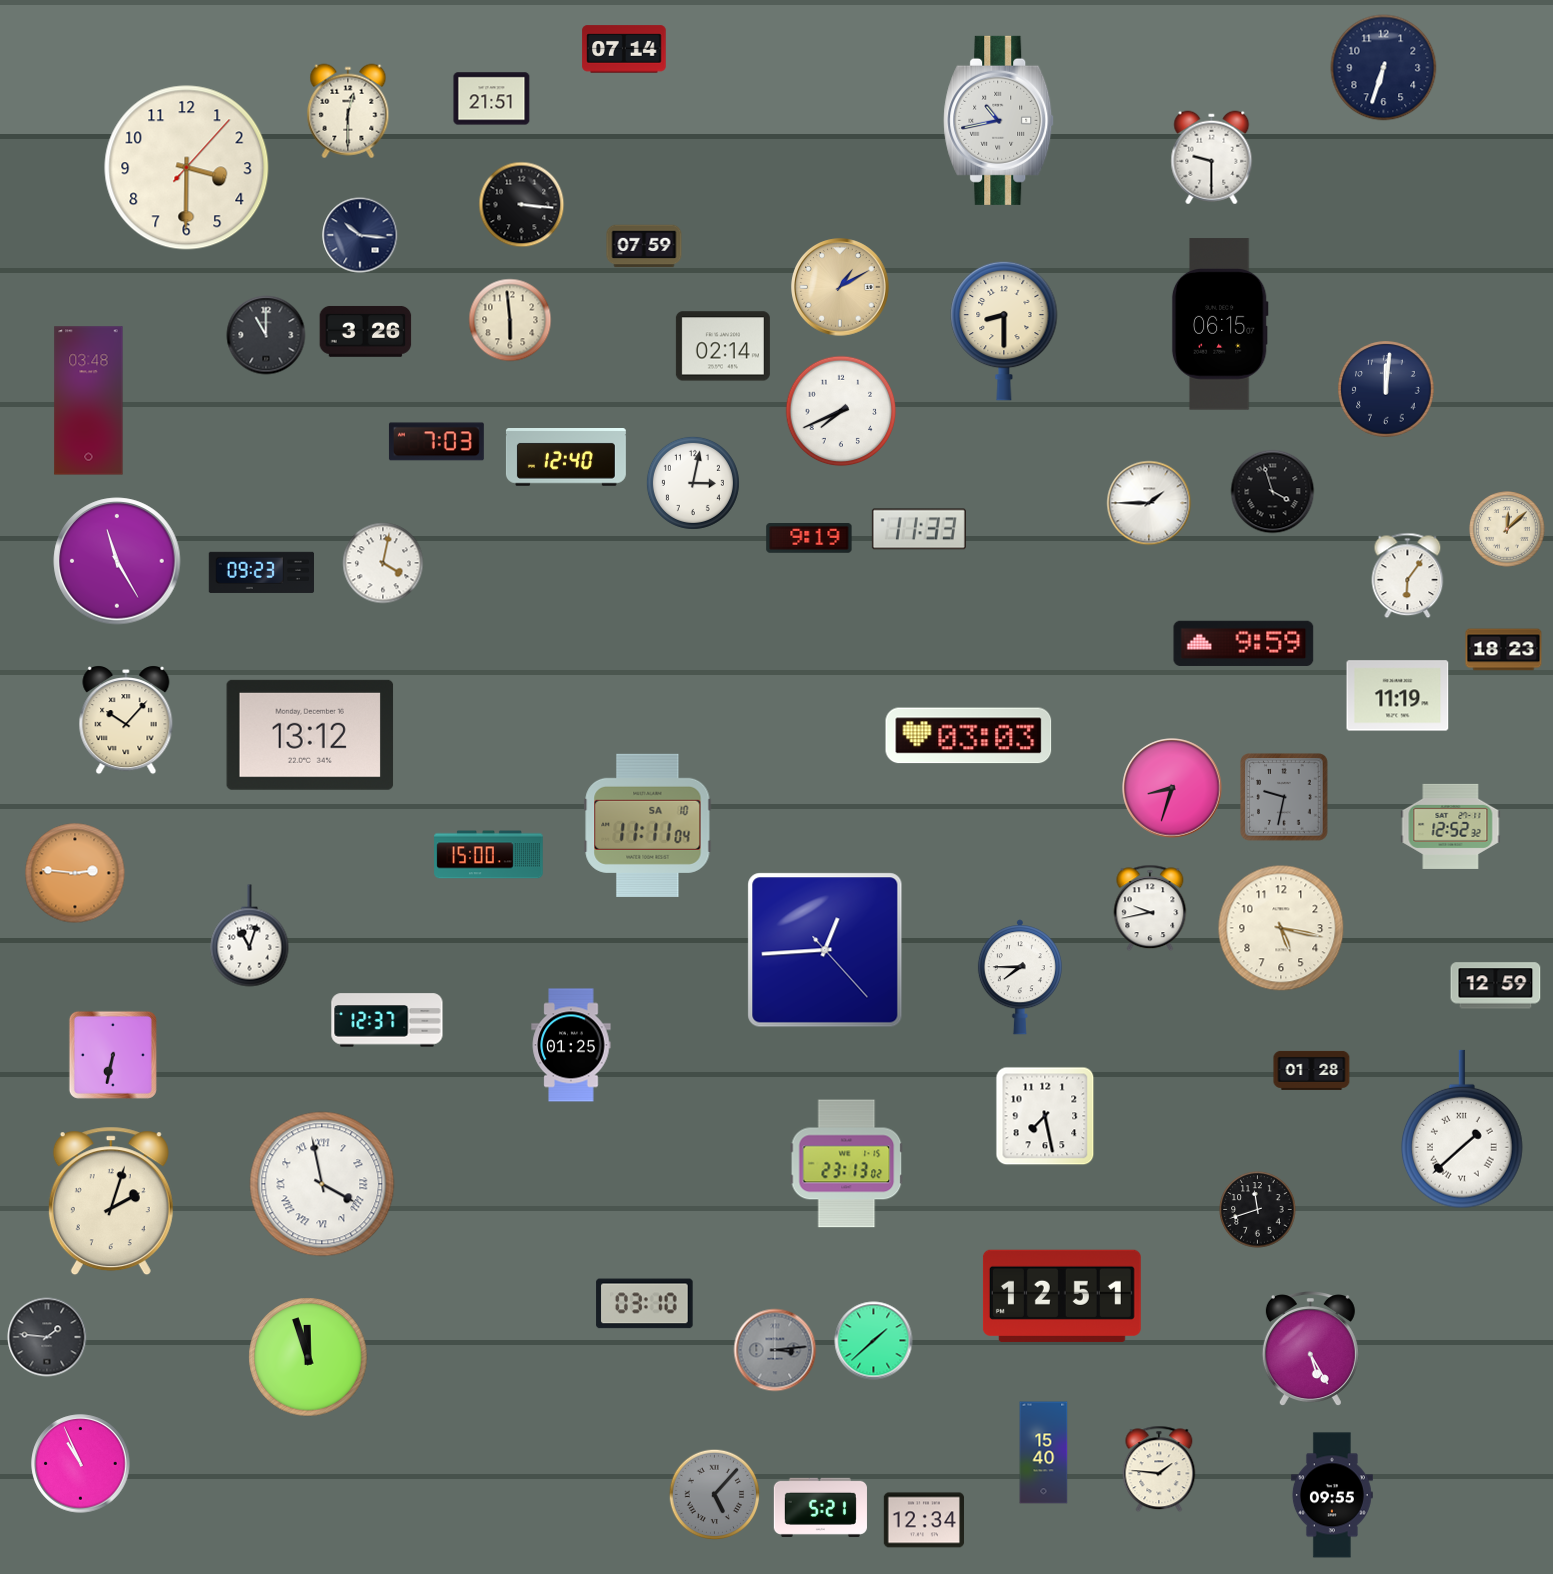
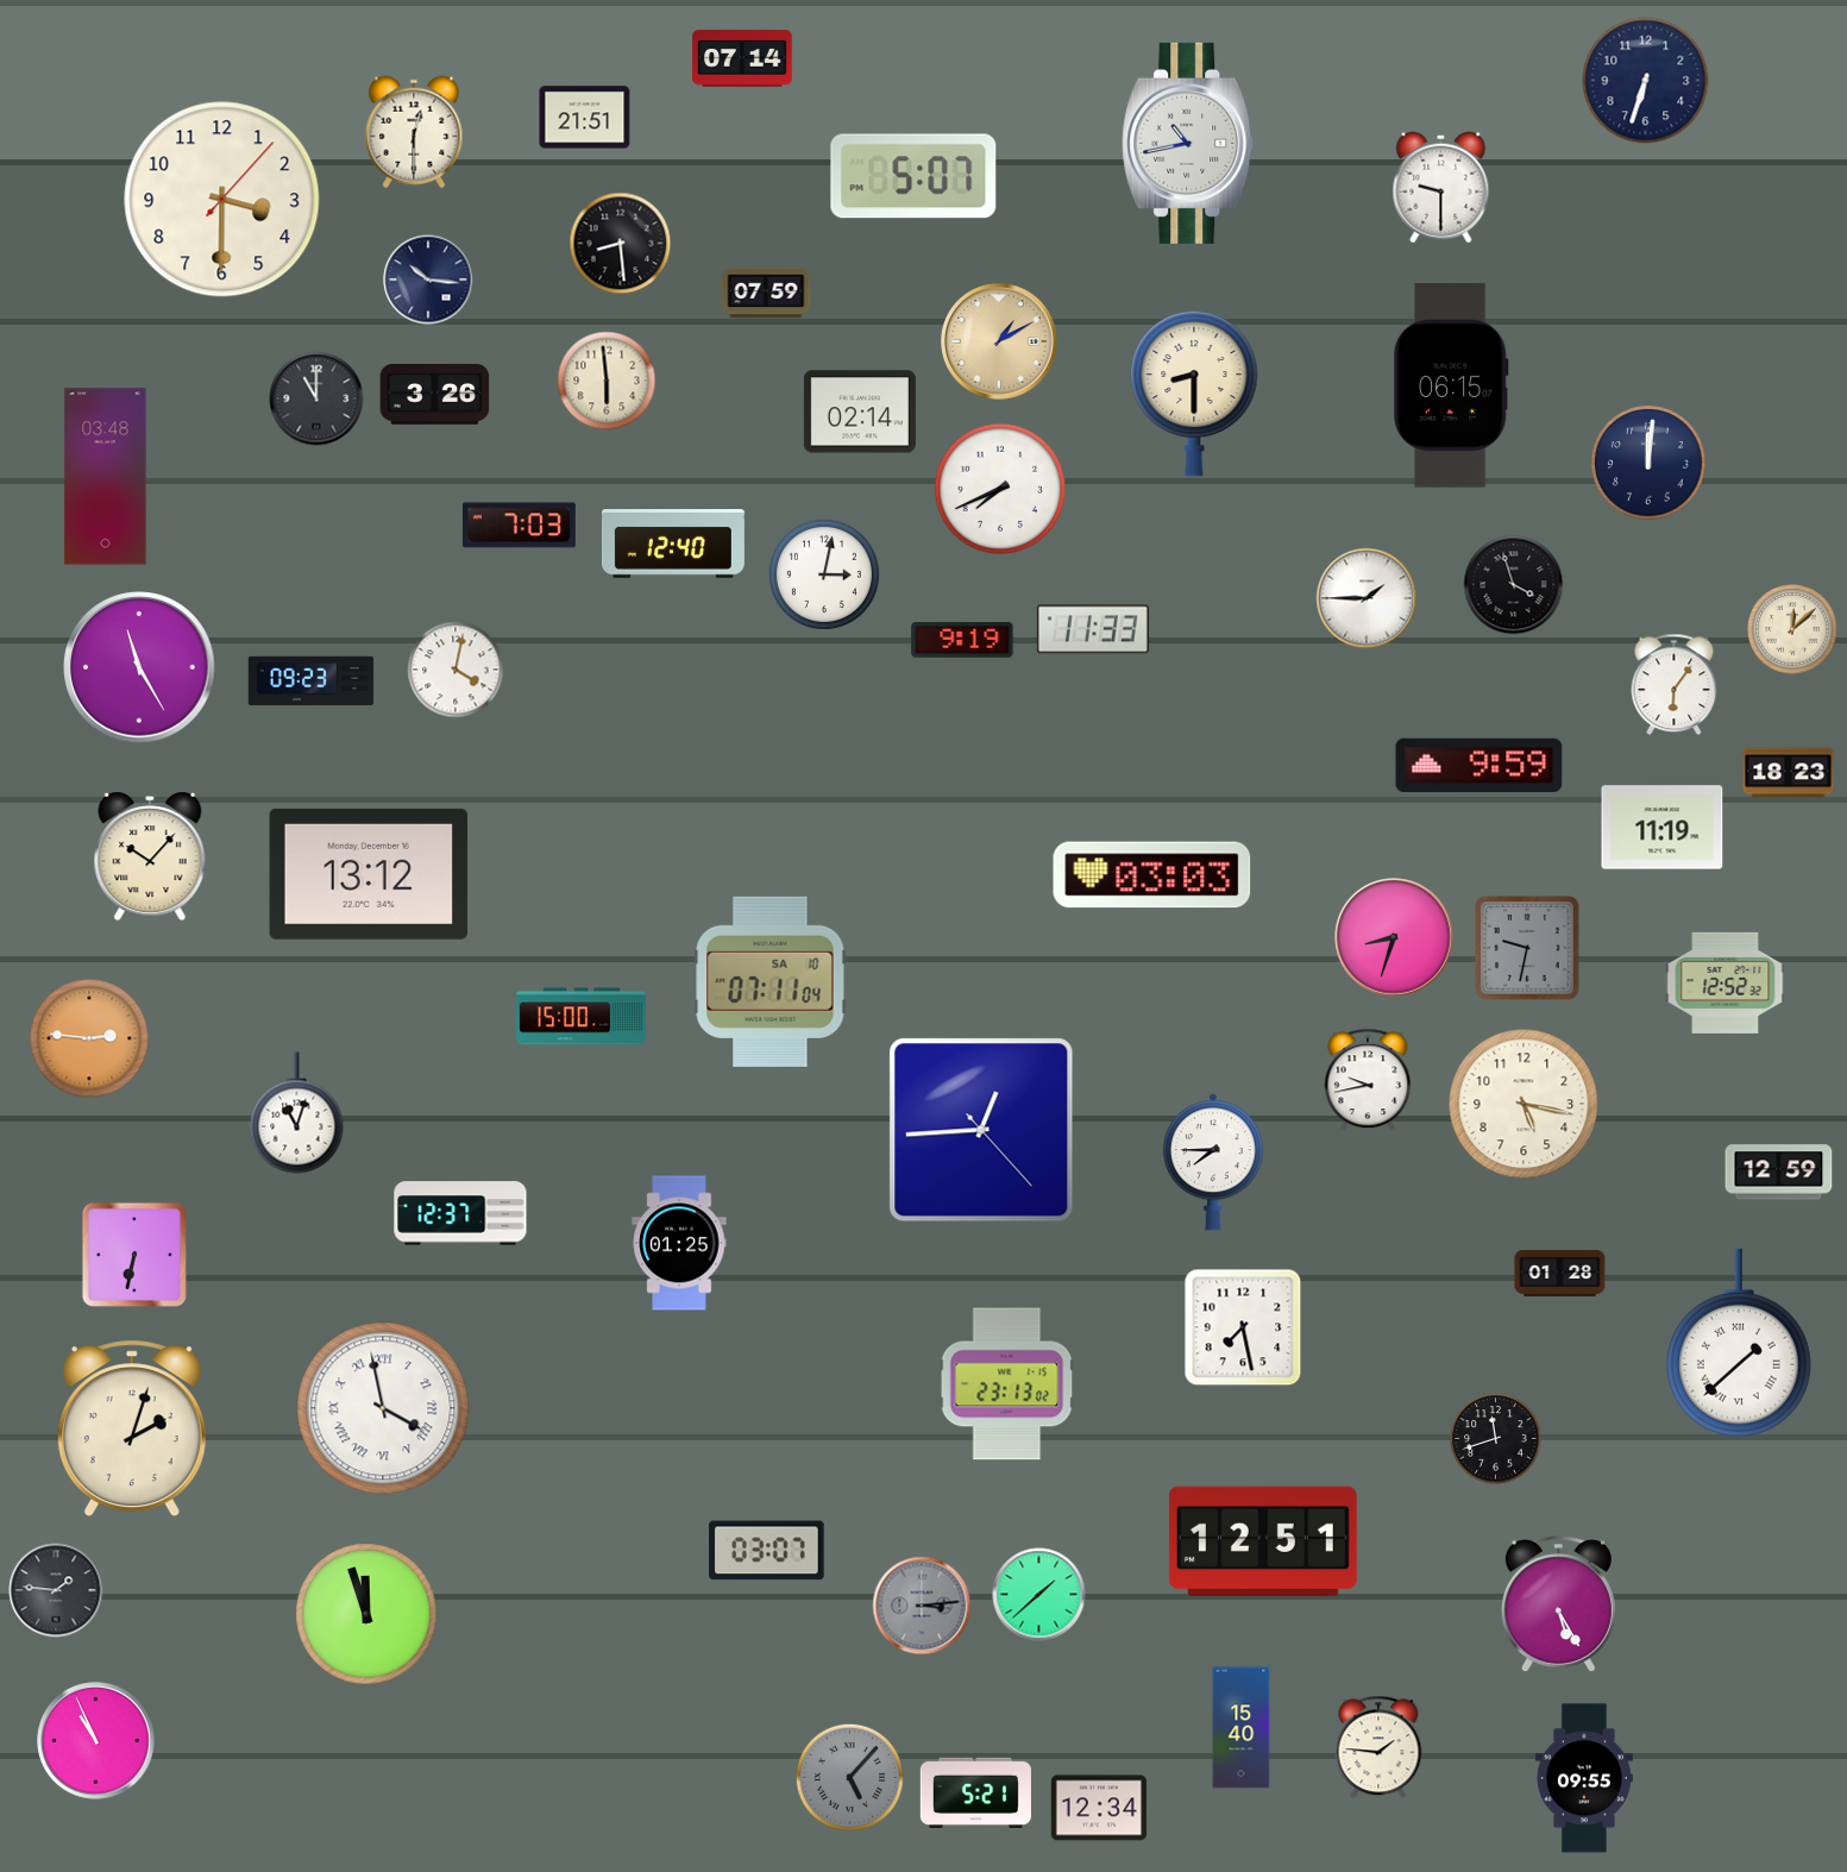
clock at (913, 176): none -> 5:07
clock at (522, 205): 3:16 -> 8:29
clock at (648, 825): 11:11 -> 07:11
clock at (645, 1304): 03:10 -> 03:07
